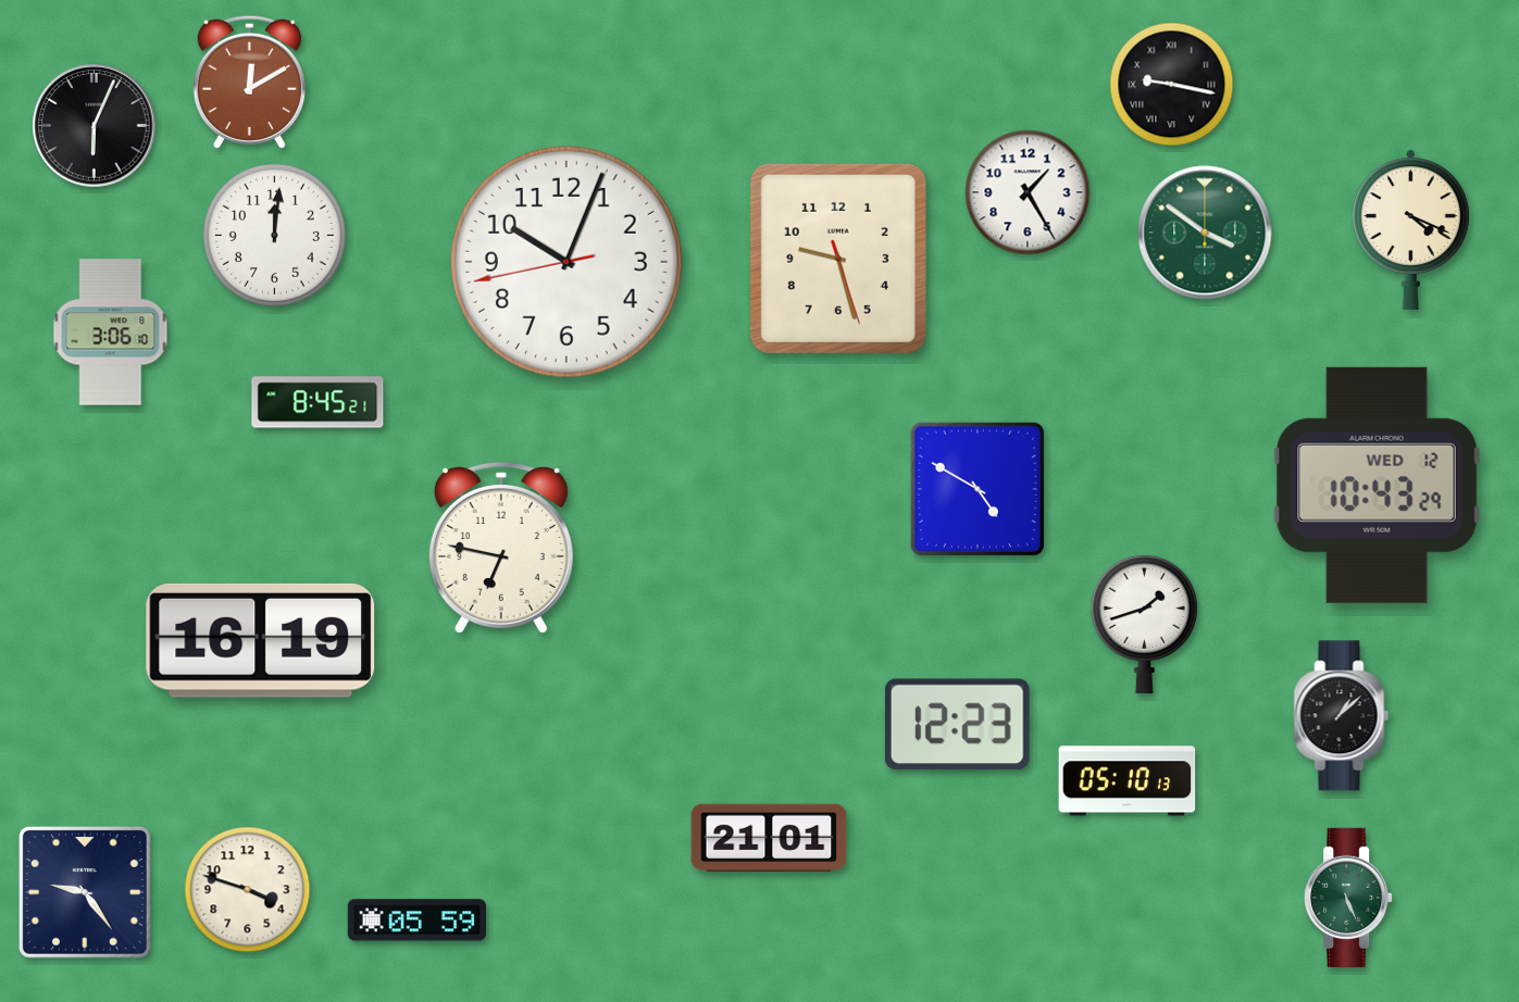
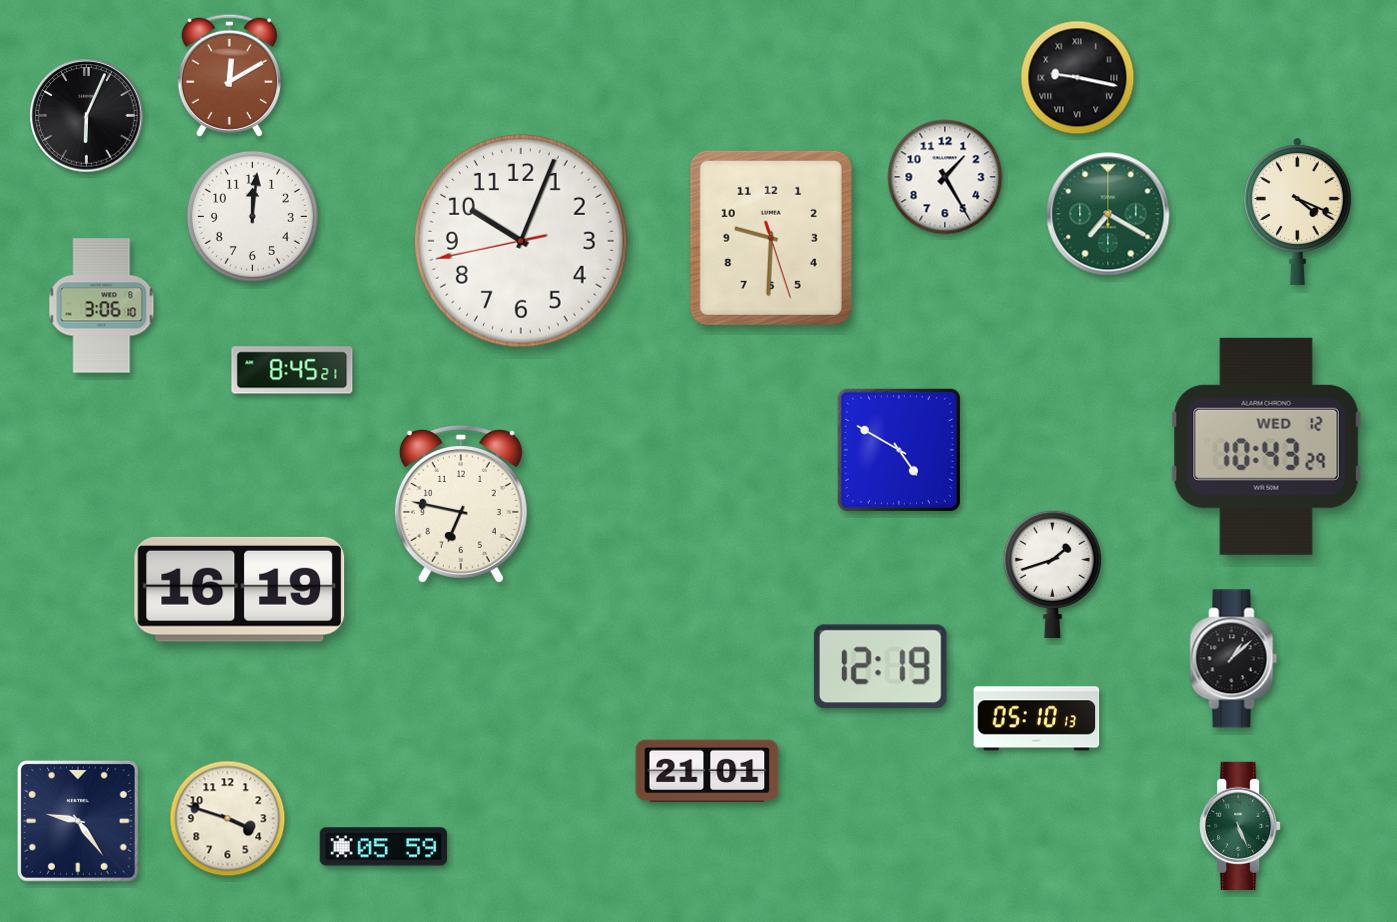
clock at (1205, 233): 3:51 -> 7:20
clock at (838, 259): 9:27 -> 9:30
clock at (957, 725): 12:23 -> 12:19
